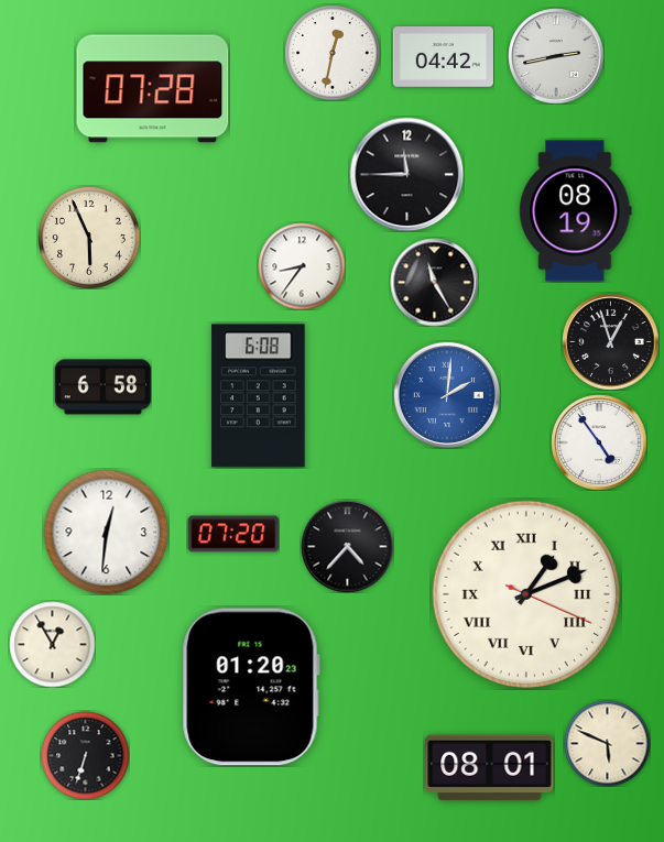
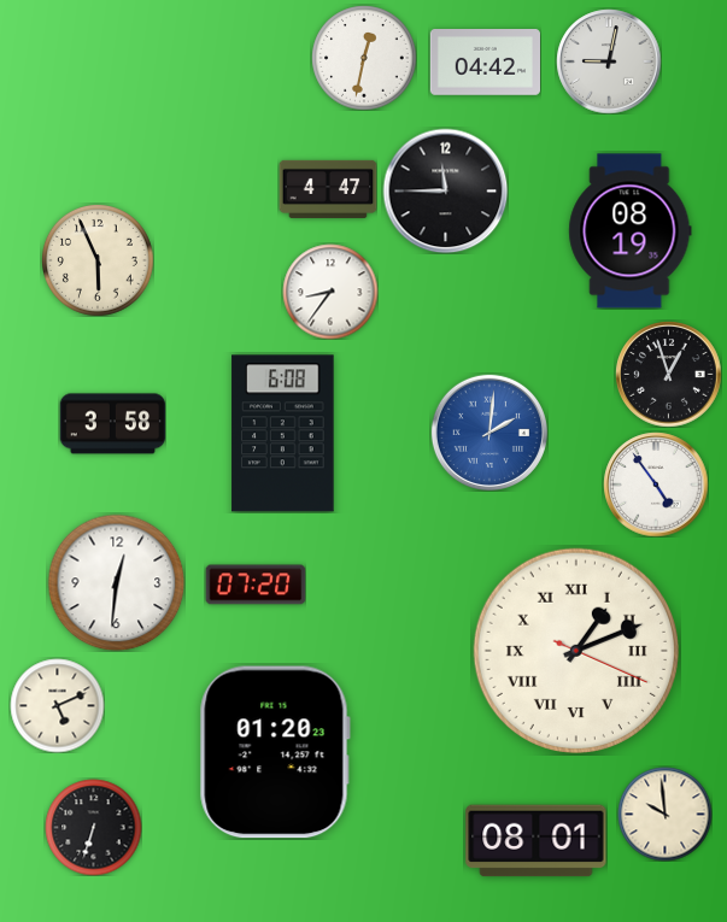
clock at (556, 56): 2:43 -> 9:02
clock at (153, 89): 07:28 -> none
clock at (328, 189): none -> 4:47
clock at (434, 282): 11:25 -> none
clock at (102, 387): 6:58 -> 3:58
clock at (347, 546): 4:37 -> none
clock at (52, 644): 12:55 -> 5:11
clock at (607, 743): 5:49 -> 9:59
